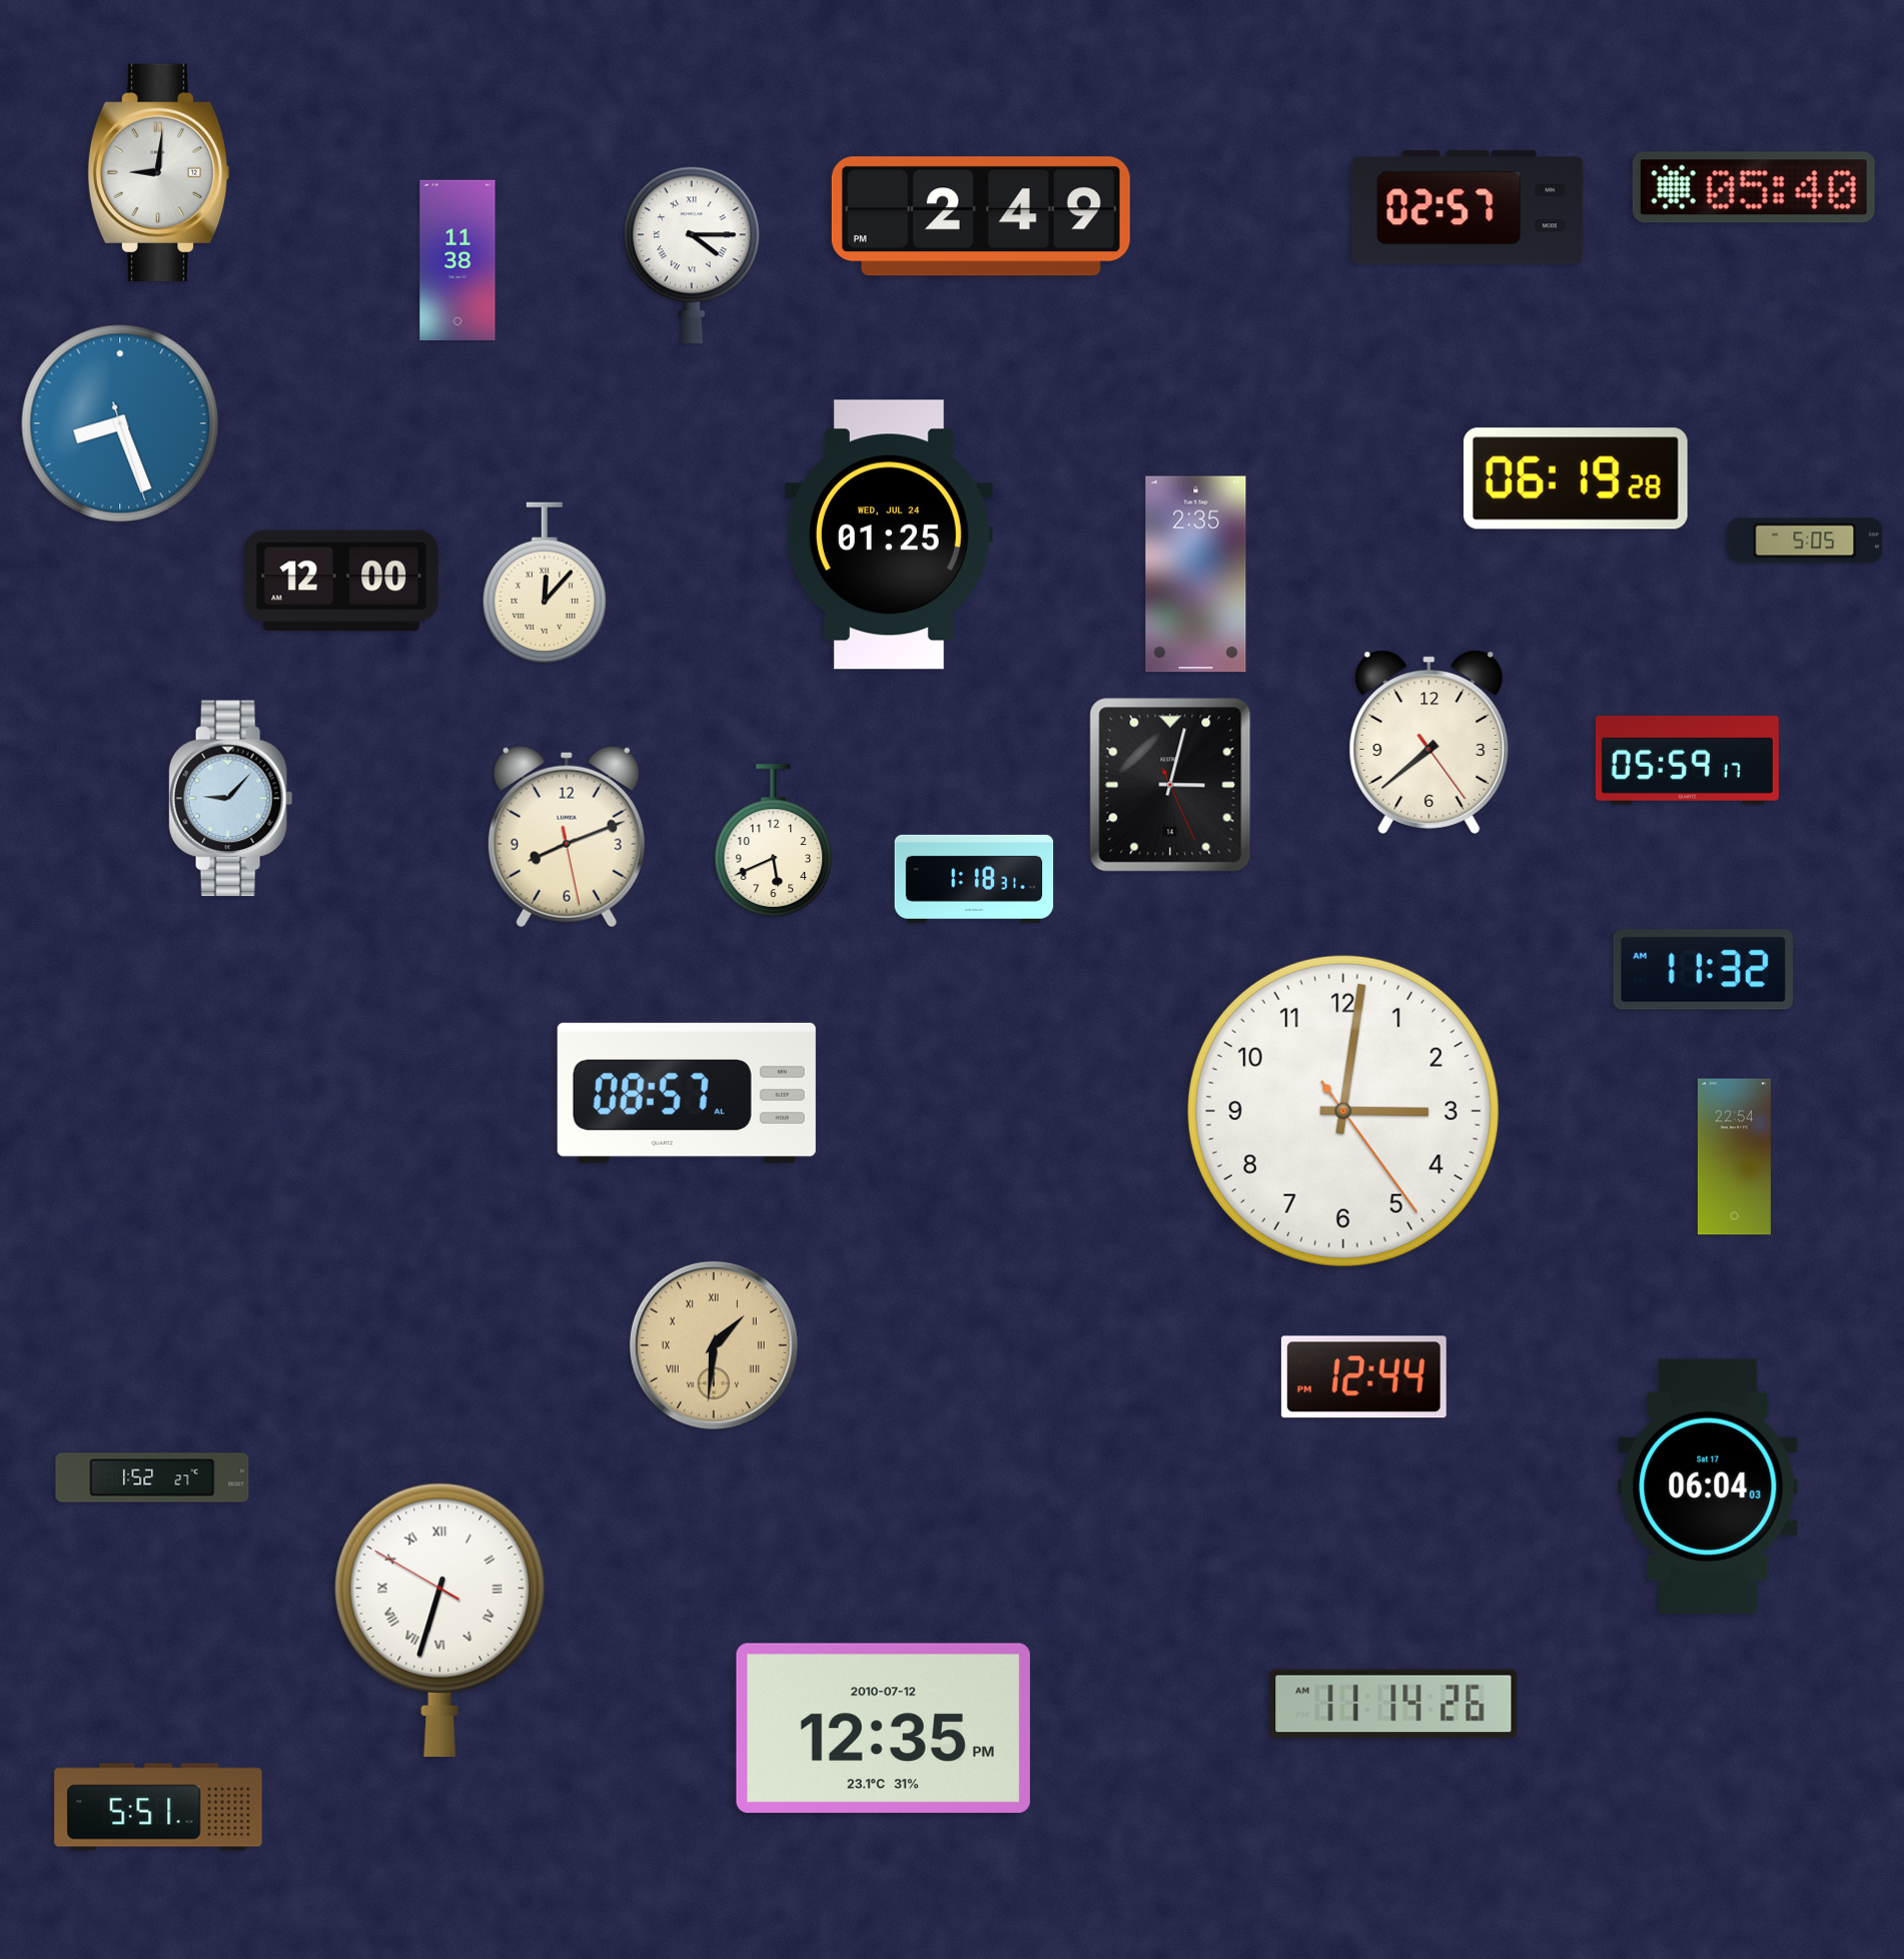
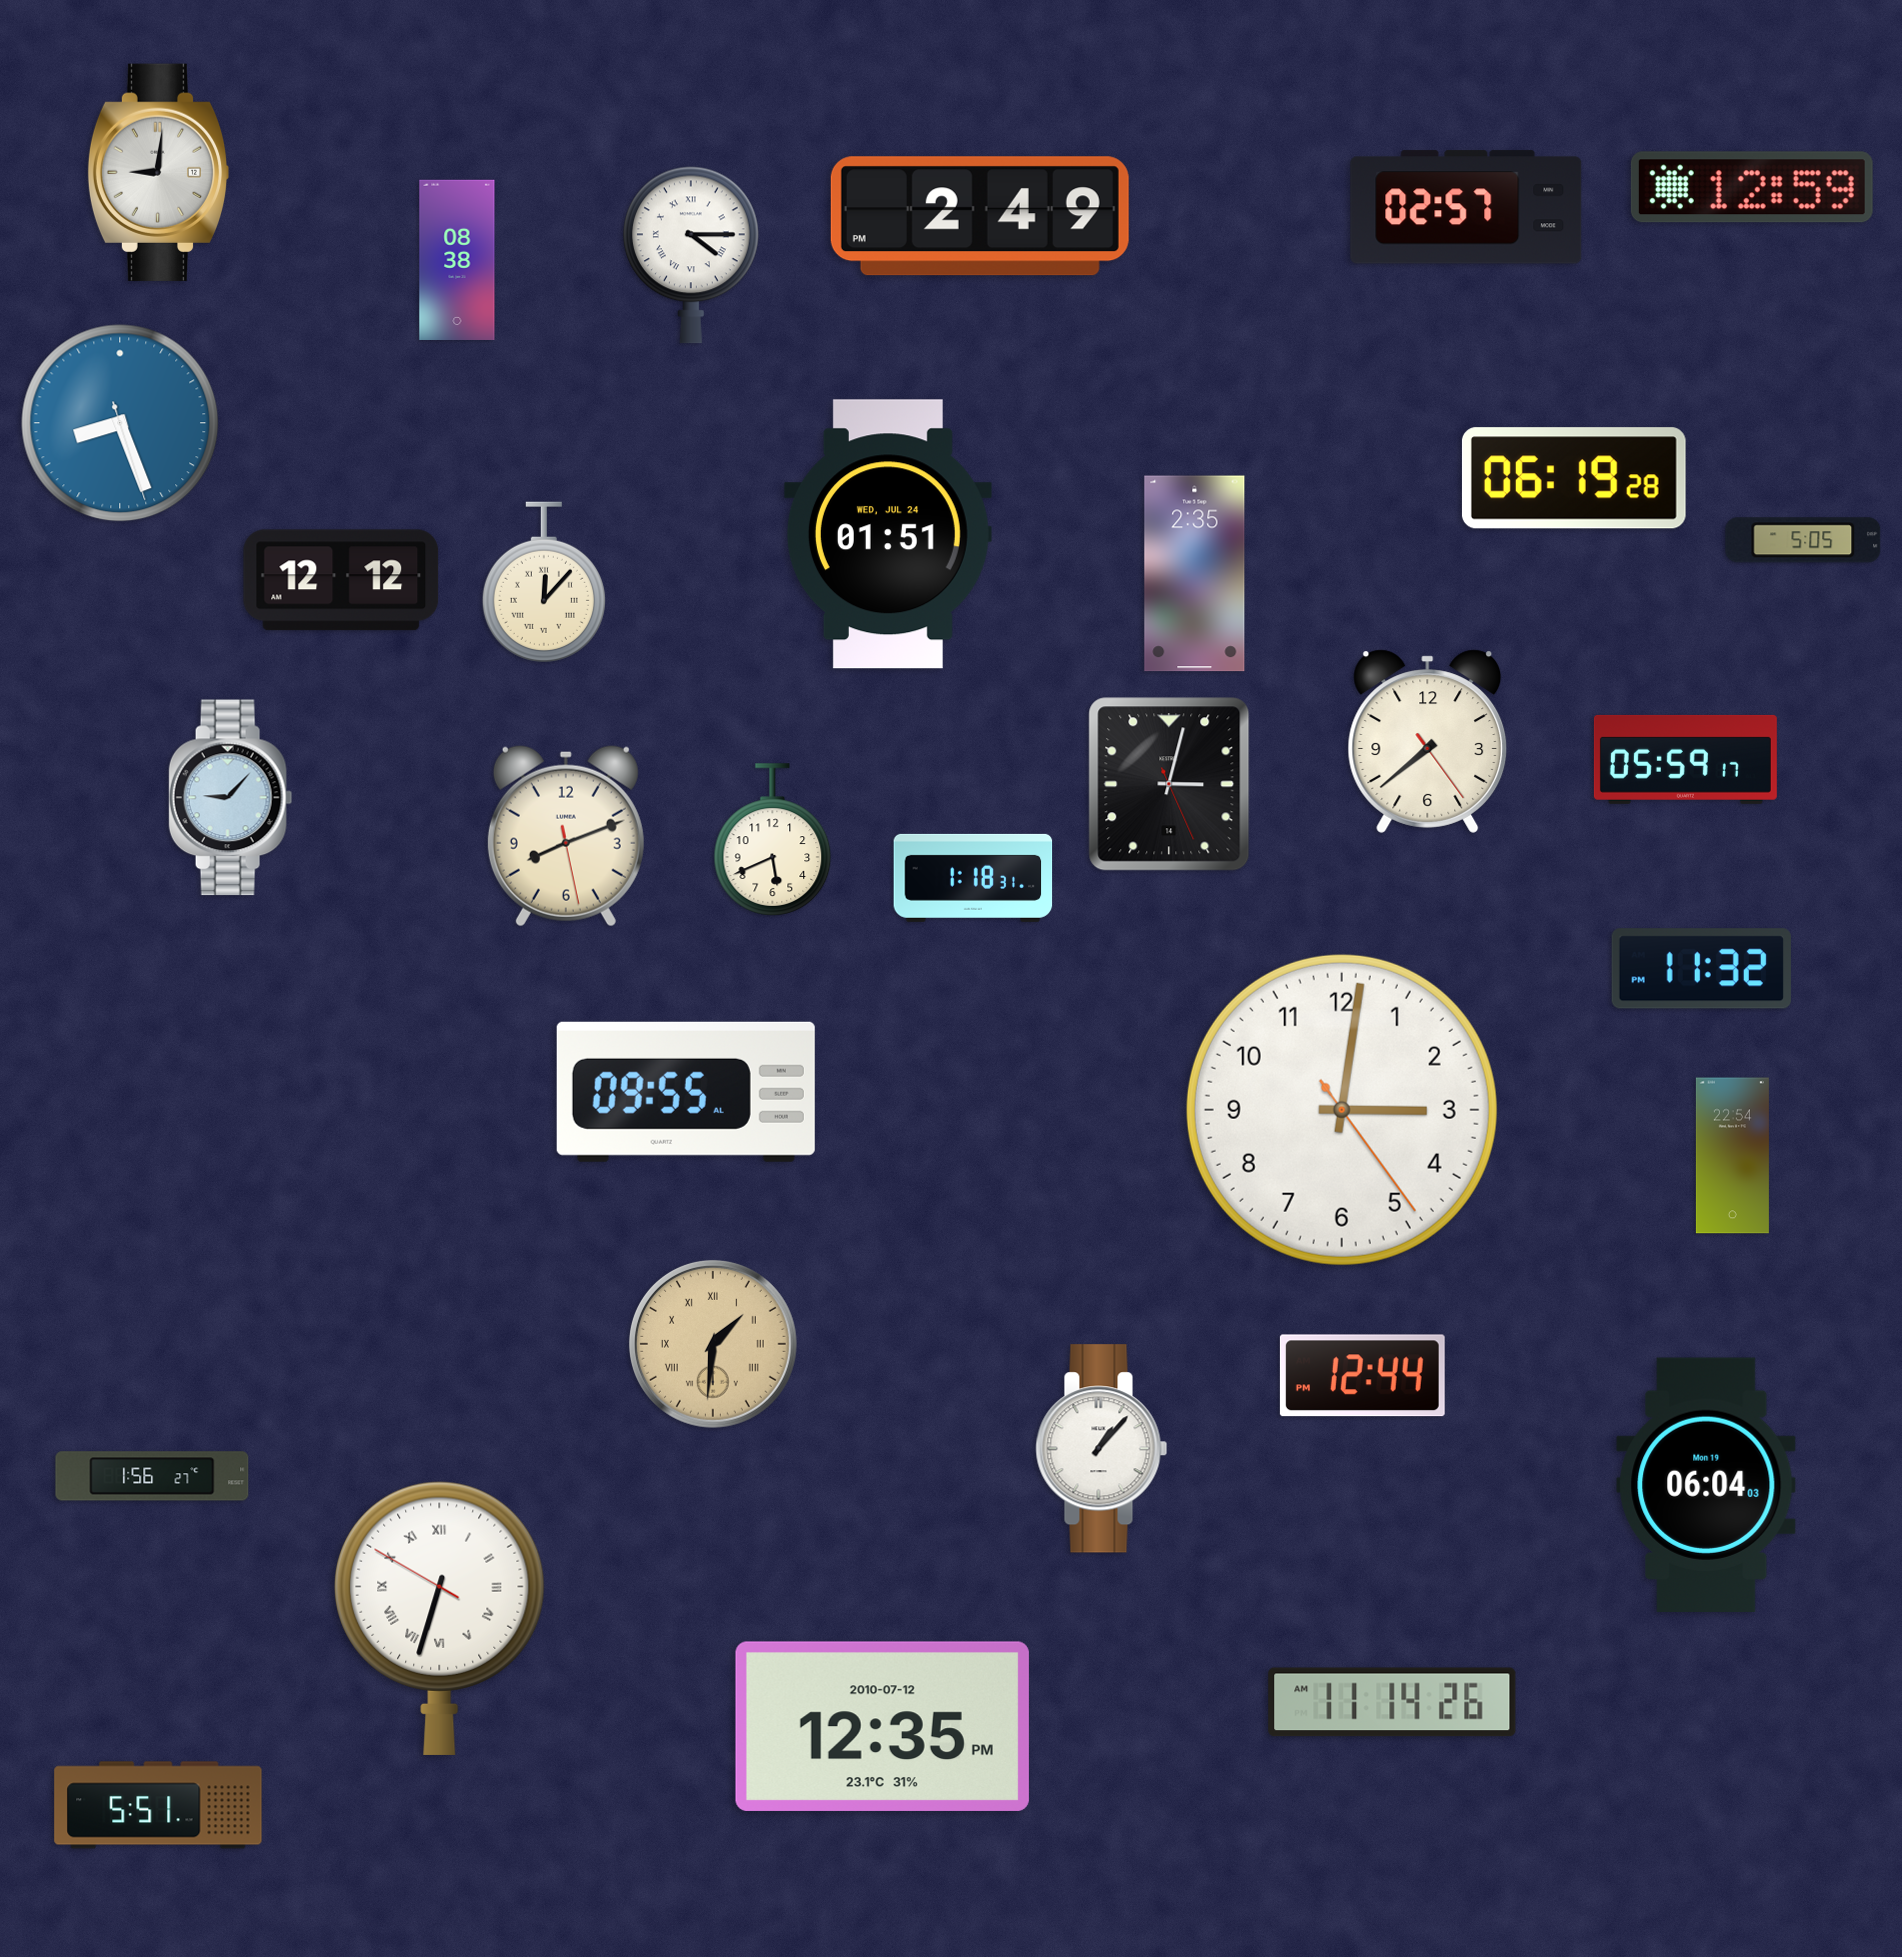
clock at (1754, 187): 05:40 -> 12:59
clock at (457, 259): 11:38 -> 08:38
clock at (889, 535): 01:25 -> 01:51
clock at (341, 581): 12:00 -> 12:12
clock at (1703, 970): 11:32 AM -> 11:32 PM
clock at (687, 1093): 08:57 -> 09:55
clock at (1102, 1449): none -> 1:07
clock at (152, 1478): 1:52 -> 1:56
clock at (1708, 1486) date: Sat 17 -> Mon 19
